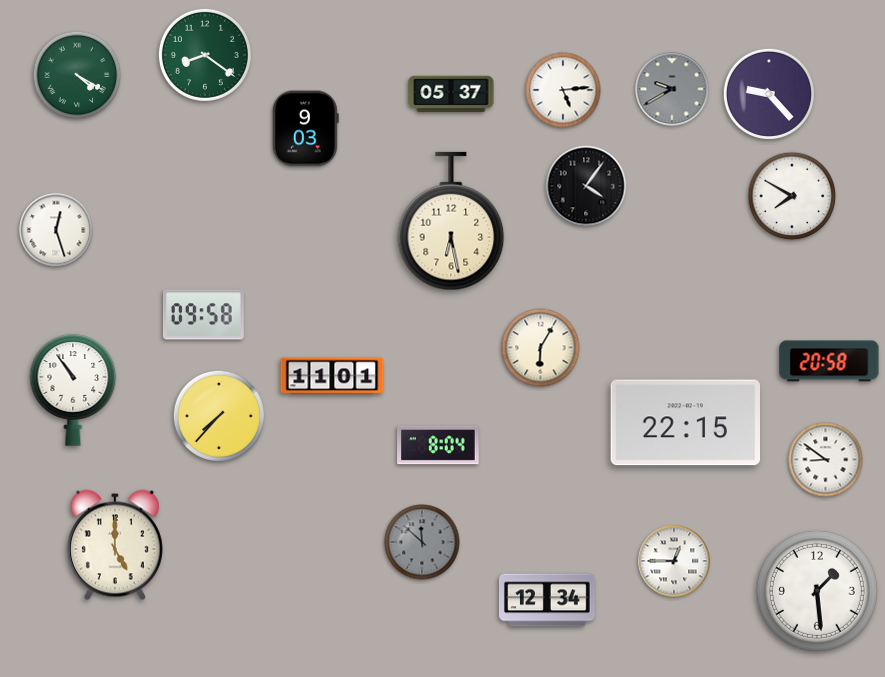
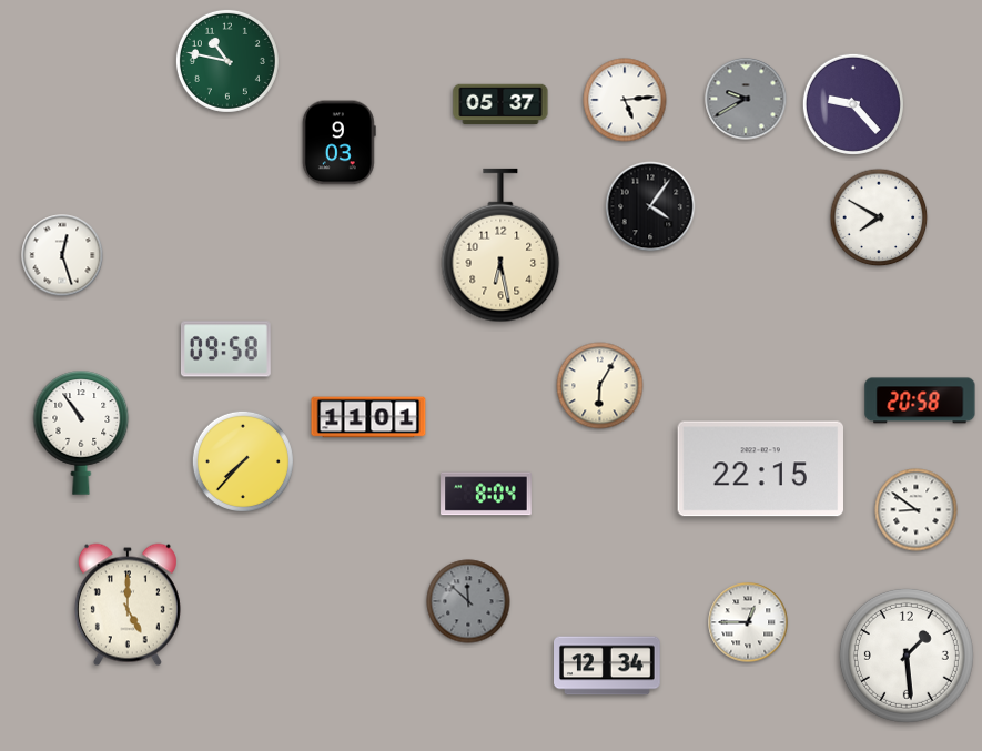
clock at (205, 55): 8:21 -> 10:47
clock at (77, 75): 4:20 -> none
